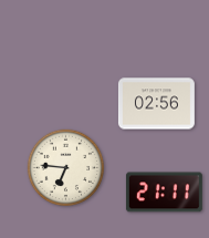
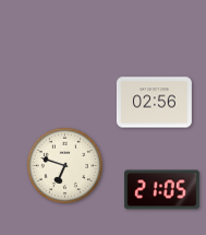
clock at (65, 167): 6:46 -> 6:48
clock at (164, 193): 21:11 -> 21:05
